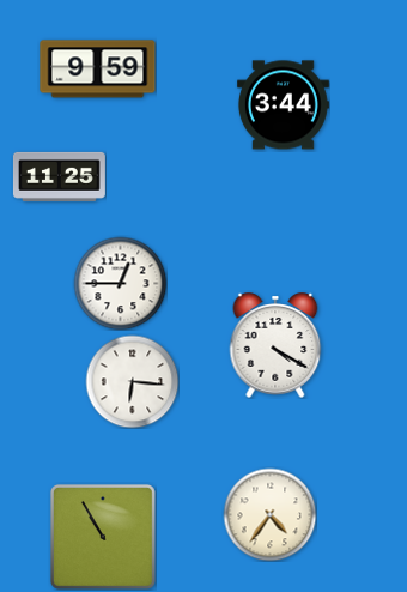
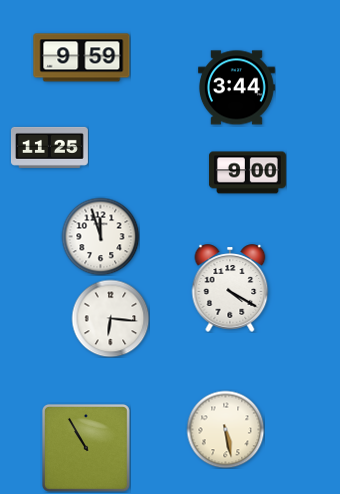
clock at (247, 173): none -> 9:00
clock at (120, 283): 12:45 -> 11:57
clock at (269, 514): 4:36 -> 5:28
